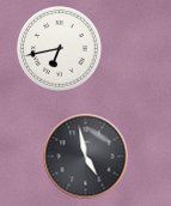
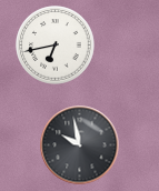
clock at (86, 157): 4:58 -> 9:58
